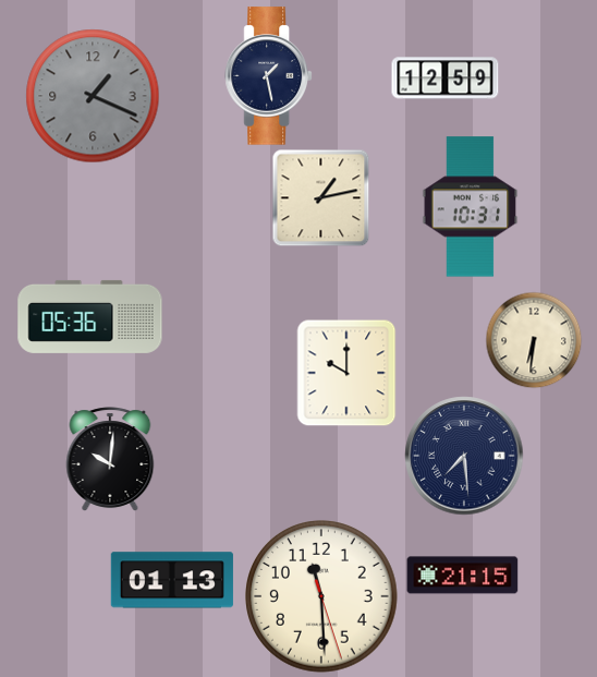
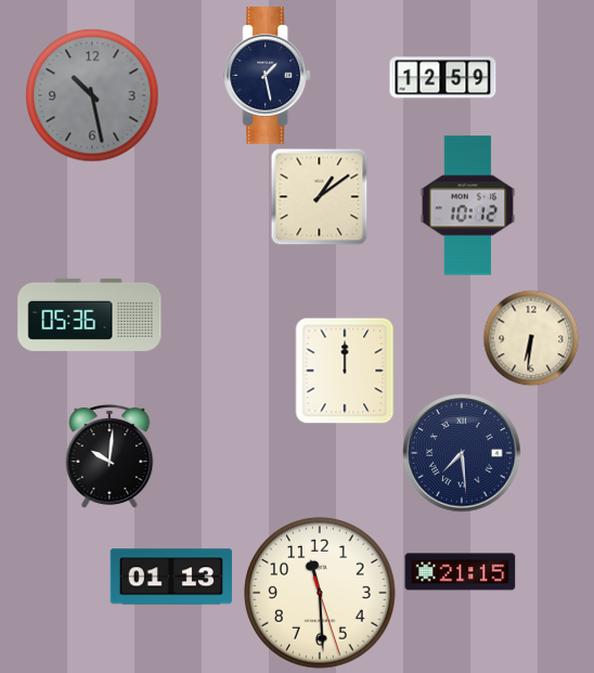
clock at (93, 96): 1:19 -> 10:28
clock at (320, 197): 1:13 -> 1:09
clock at (471, 207): 10:31 -> 10:12
clock at (346, 373): 10:00 -> 12:00
